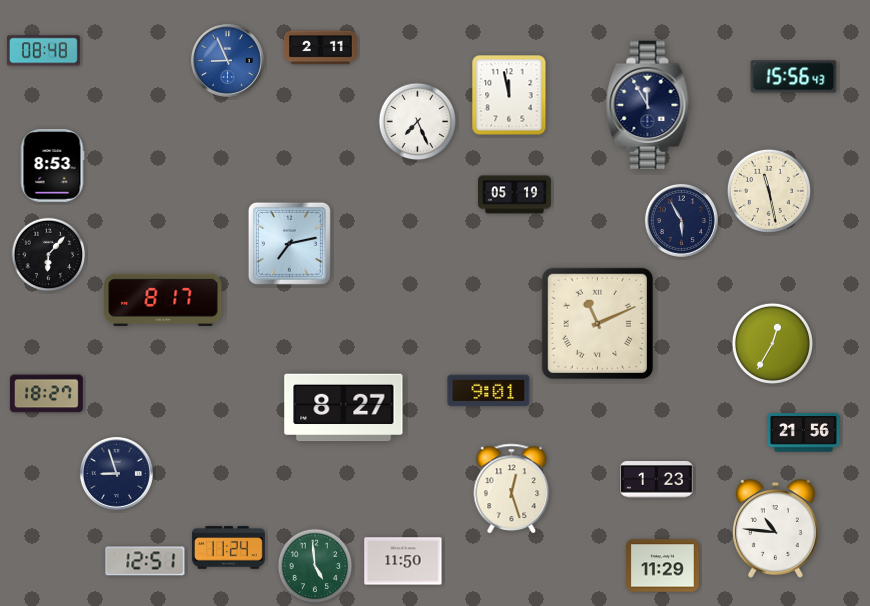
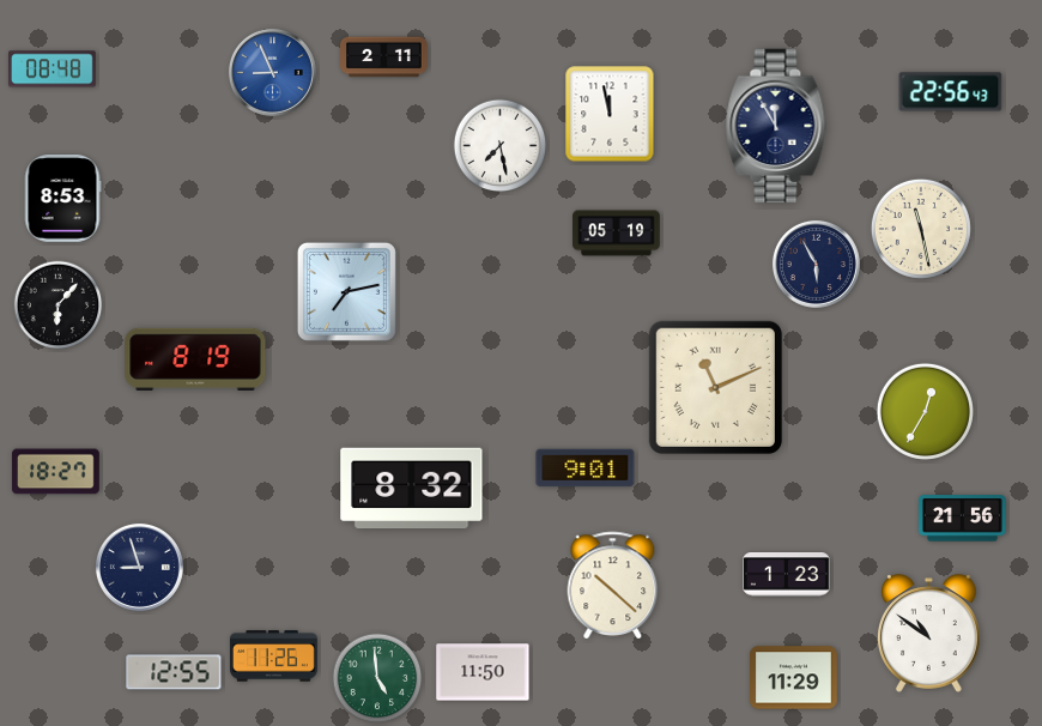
clock at (44, 51) position: (44, 51) -> (53, 69)
clock at (794, 77): 15:56 -> 22:56
clock at (418, 122): 7:26 -> 7:28
clock at (163, 300): 8:17 -> 8:19
clock at (344, 408): 8:27 -> 8:32
clock at (512, 488): 12:27 -> 10:22
clock at (775, 529): 10:46 -> 10:51
clock at (229, 548): 11:24 -> 11:26
clock at (145, 561): 12:51 -> 12:55
